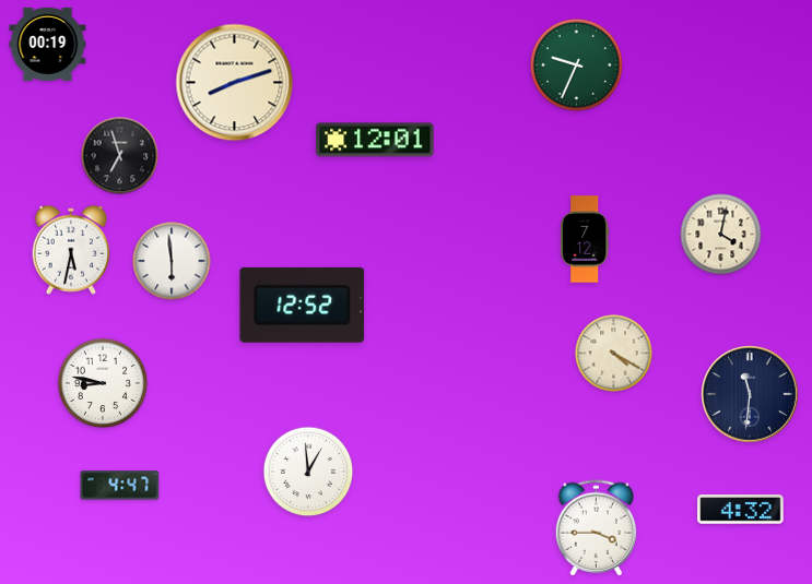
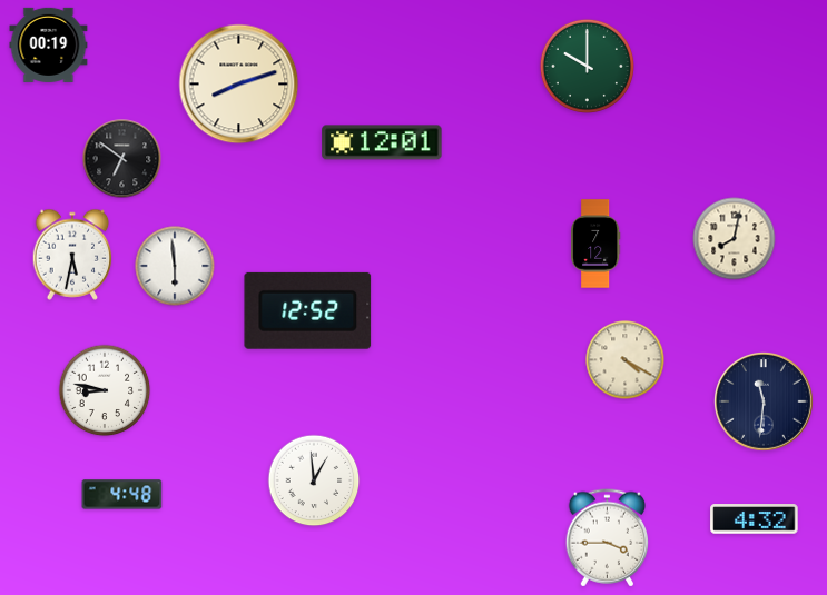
clock at (576, 64): 9:34 -> 10:00
clock at (120, 156): 6:57 -> 6:51
clock at (721, 235): 4:02 -> 8:02
clock at (120, 486): 4:47 -> 4:48
